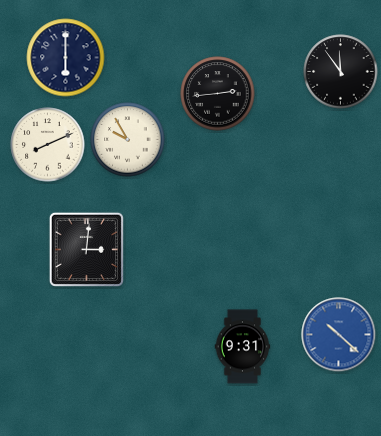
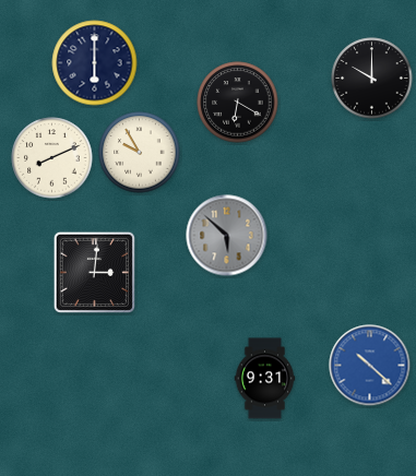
clock at (66, 58) position: (66, 58) -> (95, 63)
clock at (341, 72): 11:54 -> 10:00
clock at (218, 94): 2:44 -> 6:20
clock at (227, 236): none -> 5:52
